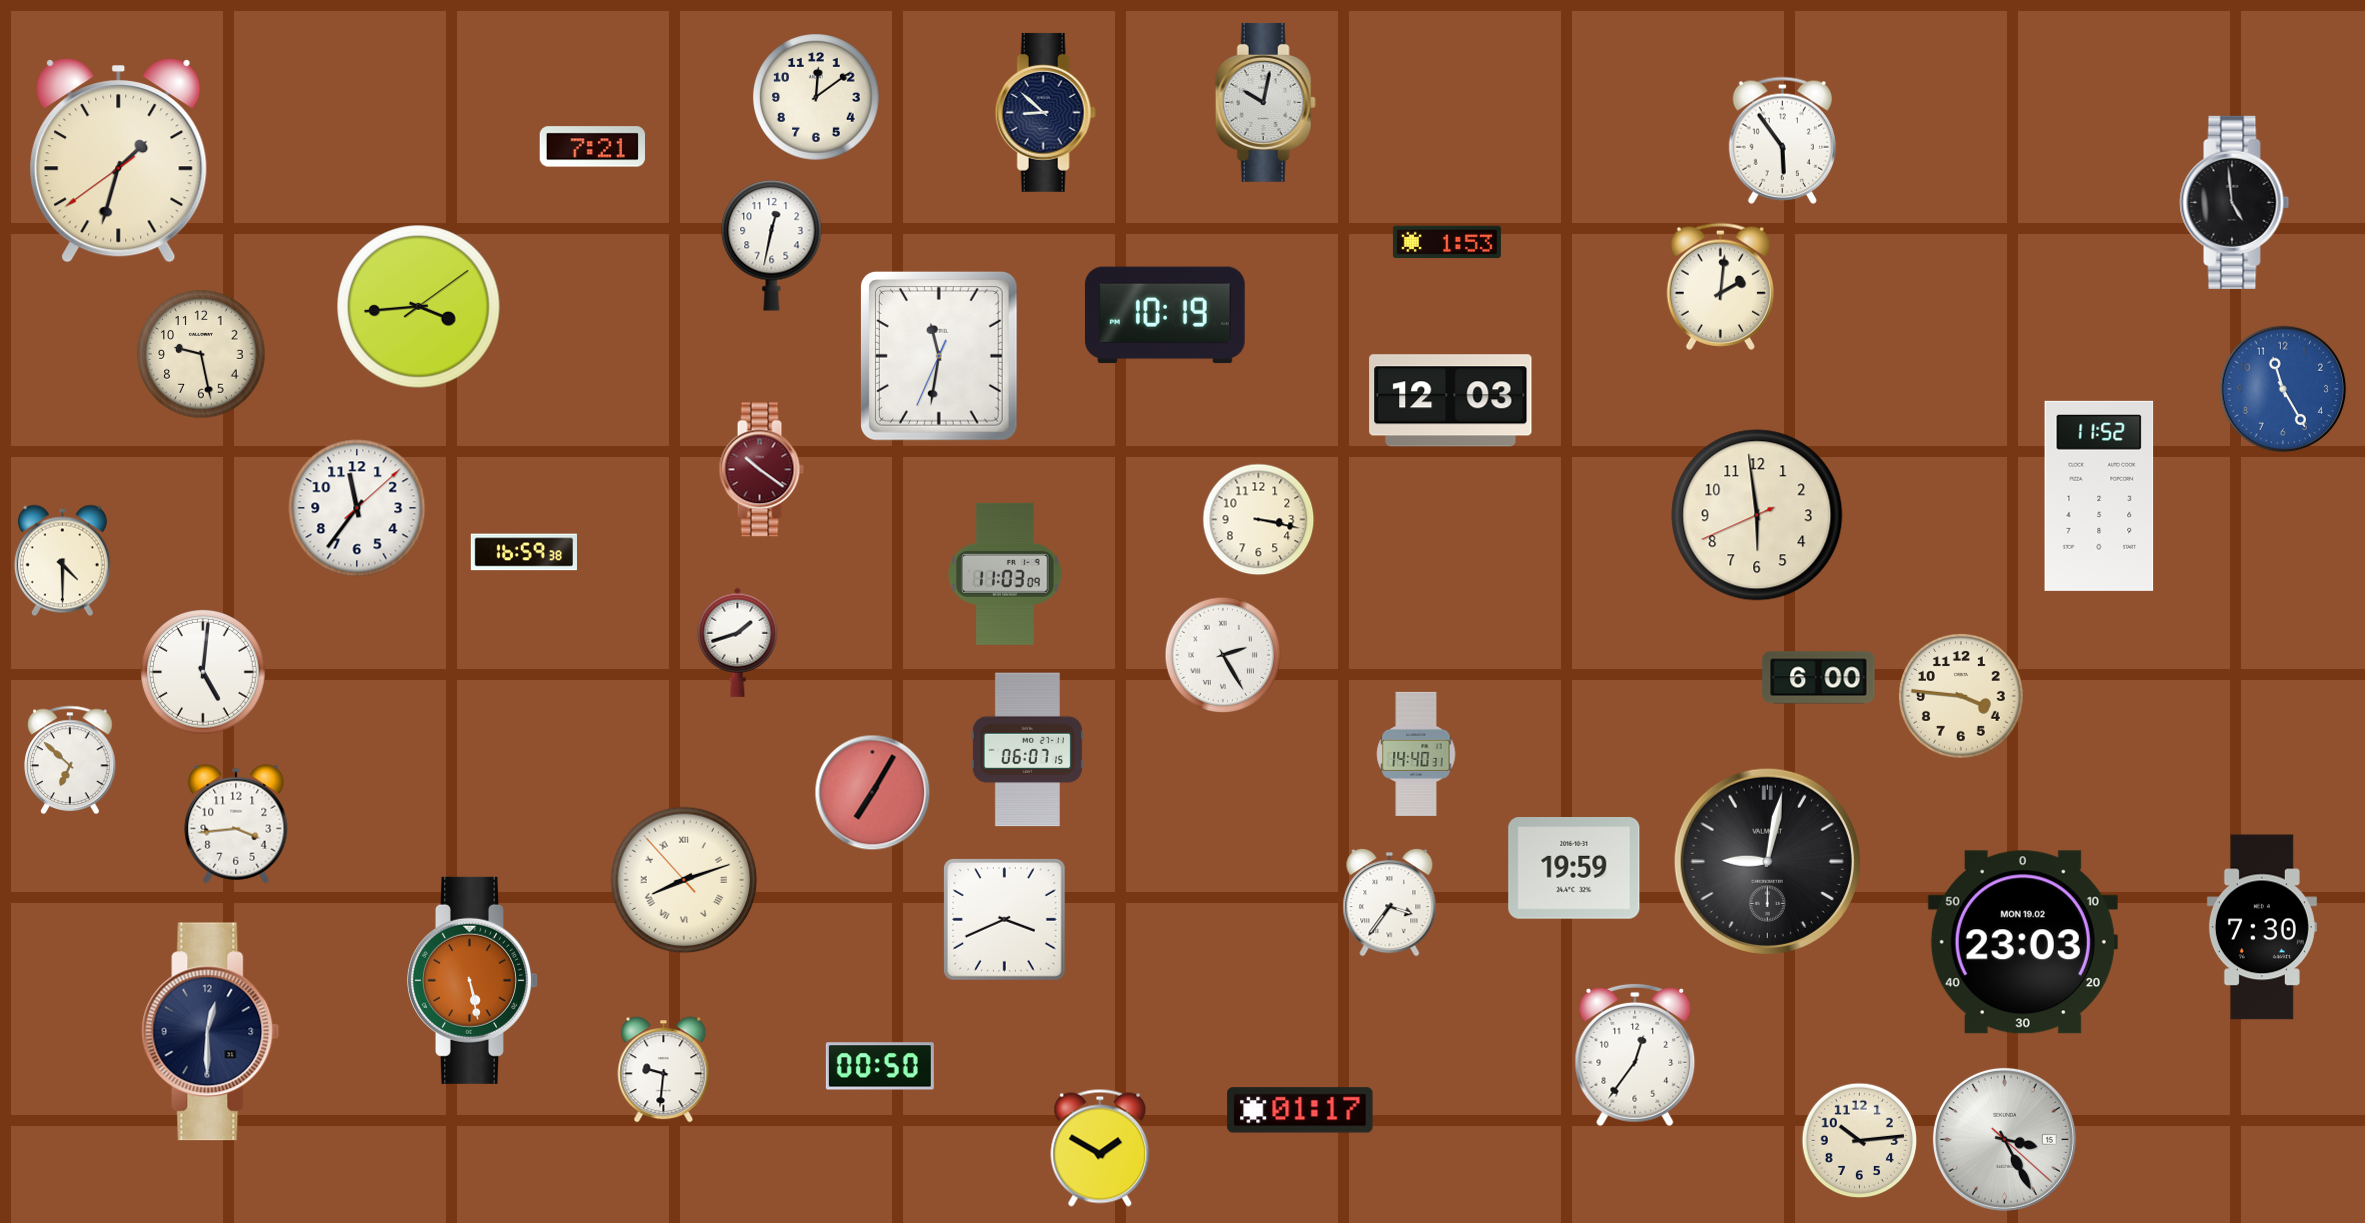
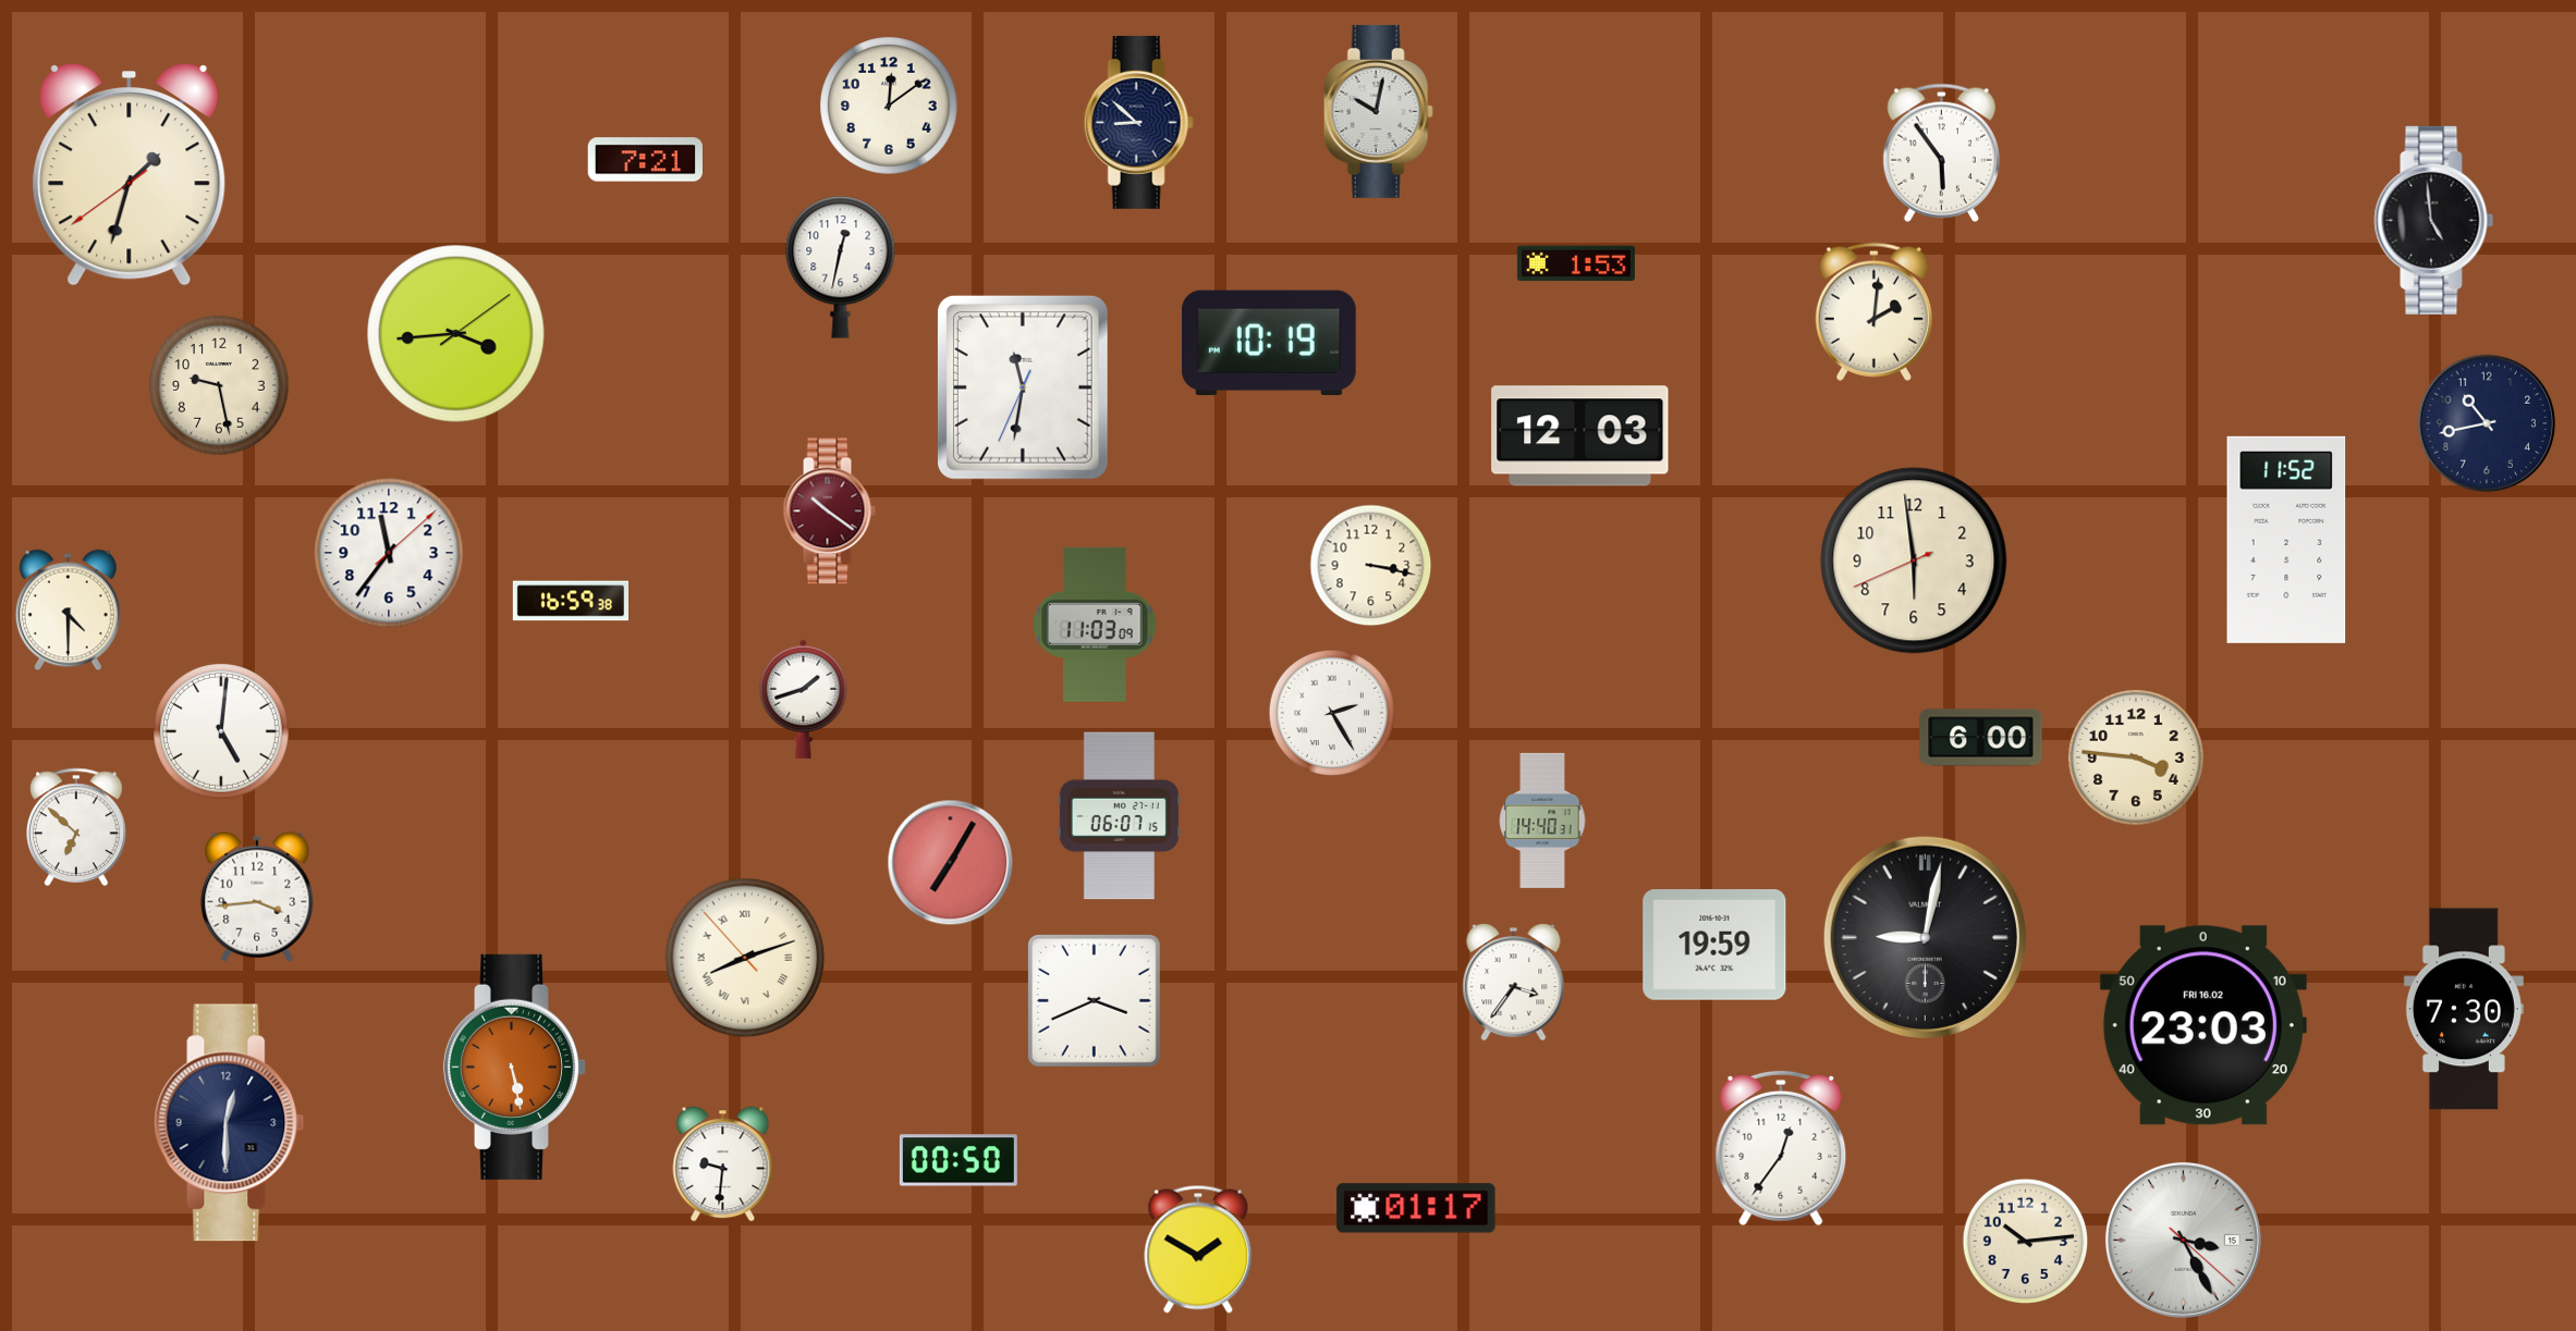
clock at (2283, 389): 11:25 -> 10:43
clock at (2283, 389) dial: blue -> navy
clock at (2023, 942) date: MON 19.02 -> FRI 16.02
